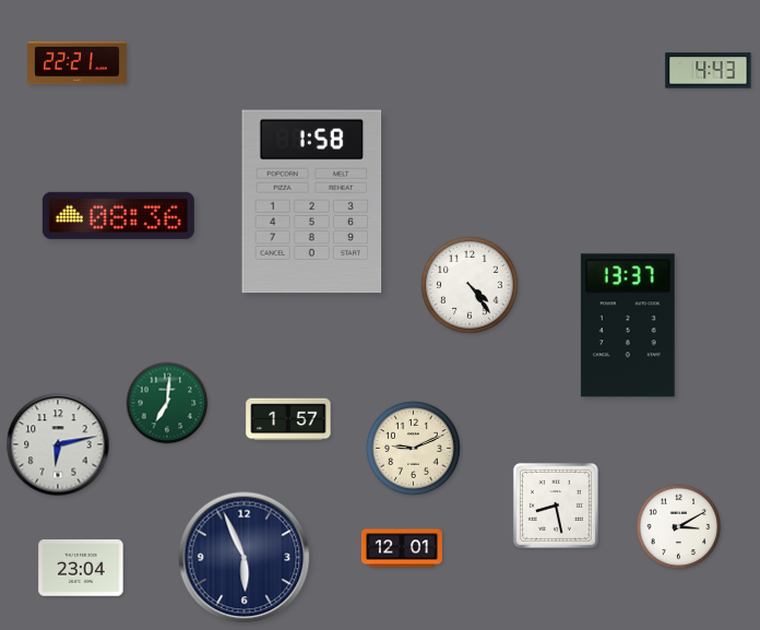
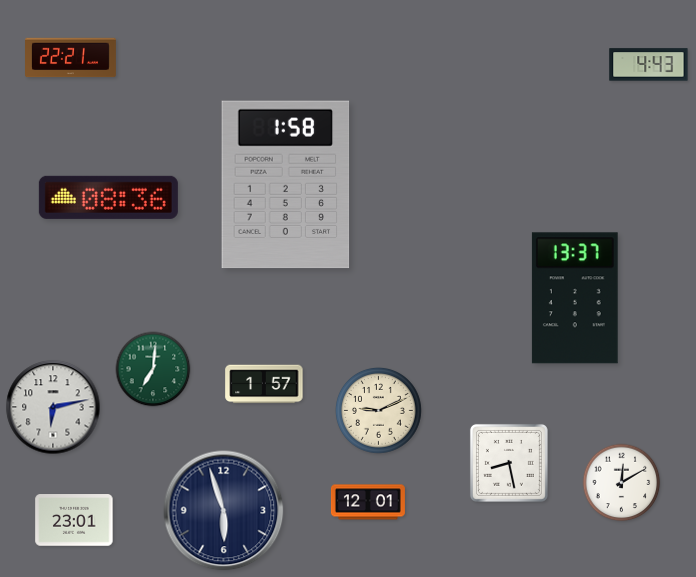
clock at (470, 285): 4:24 -> none
clock at (679, 527): 3:10 -> 12:10
clock at (245, 558): 5:56 -> 5:57
clock at (81, 568): 23:04 -> 23:01
